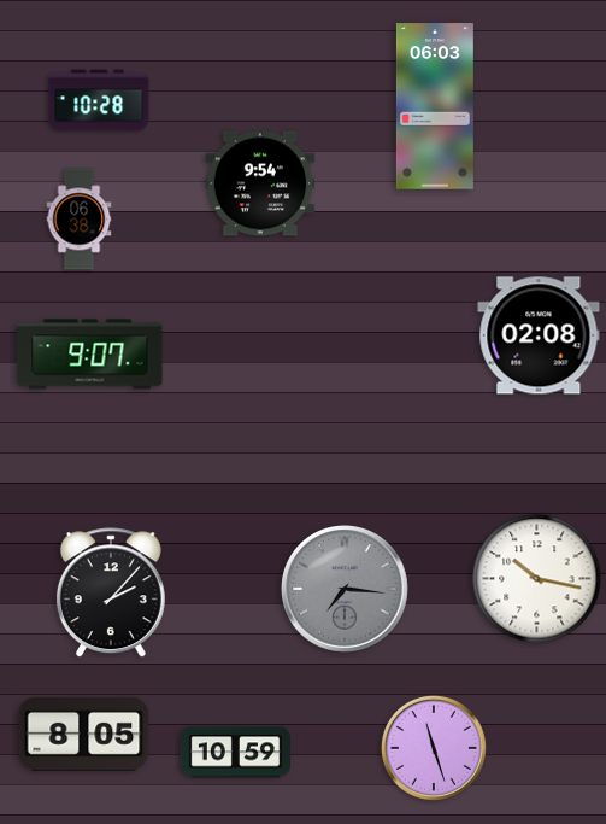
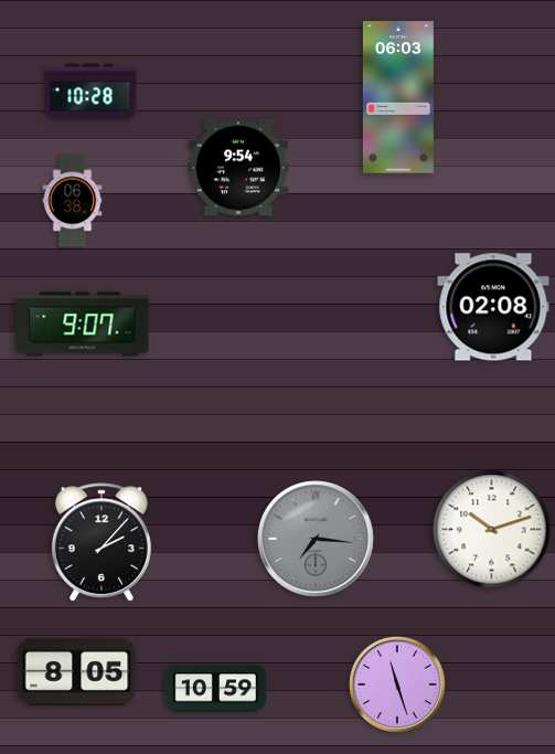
clock at (537, 579): 10:17 -> 10:12
